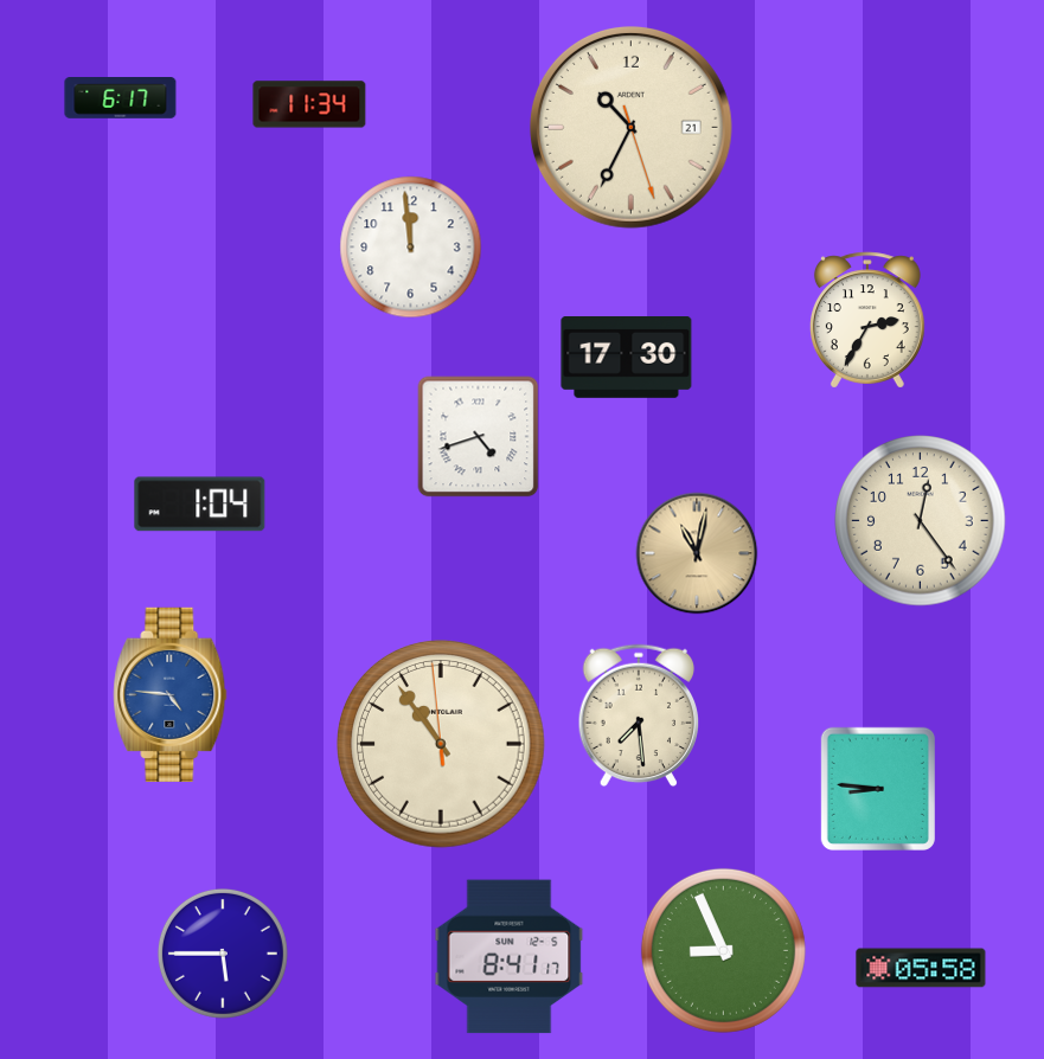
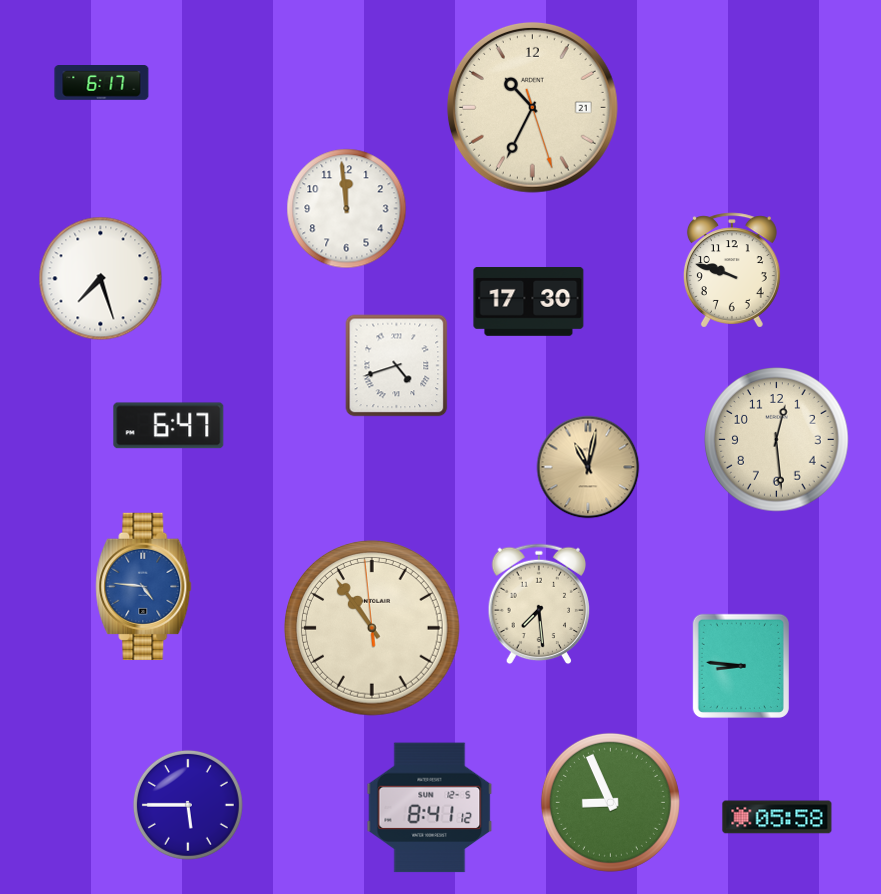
clock at (309, 104): 11:34 -> none
clock at (867, 320): 2:35 -> 9:48
clock at (101, 279): none -> 7:27
clock at (479, 437) position: (479, 437) -> (397, 366)
clock at (200, 505): 1:04 -> 6:47
clock at (921, 521): 12:24 -> 12:29
clock at (510, 957): 8:41:17 -> 8:41:12
